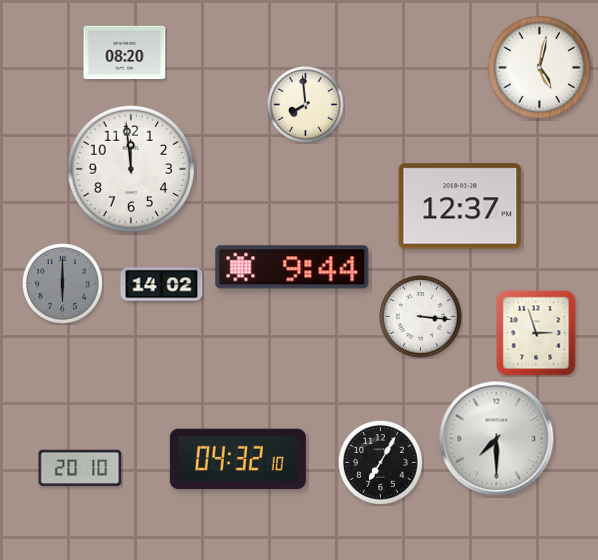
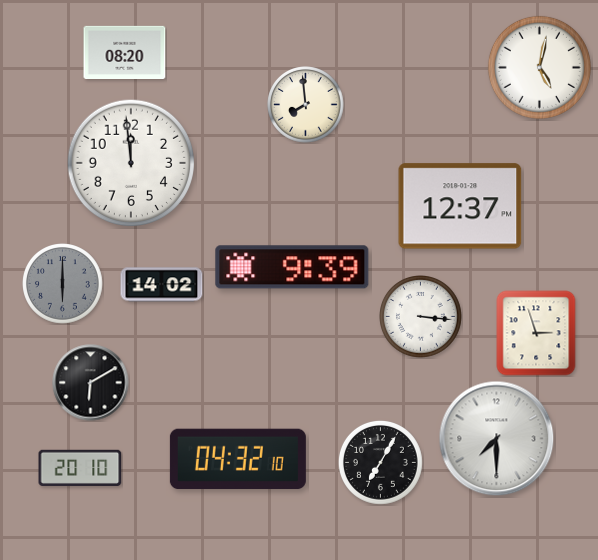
clock at (131, 169) position: (131, 169) -> (131, 163)
clock at (292, 267): 9:44 -> 9:39
clock at (91, 383): none -> 6:10
